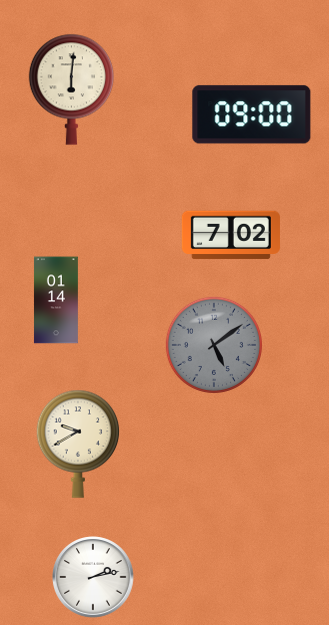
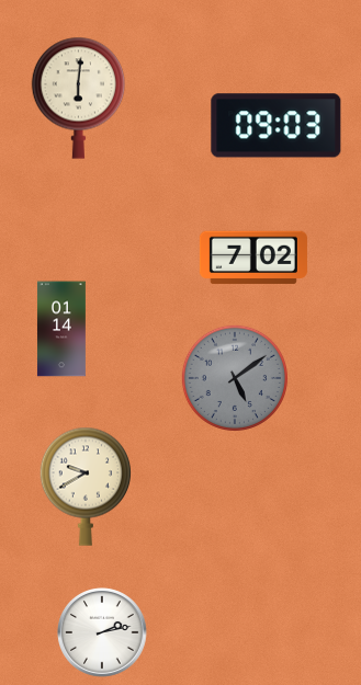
clock at (252, 115): 09:00 -> 09:03
